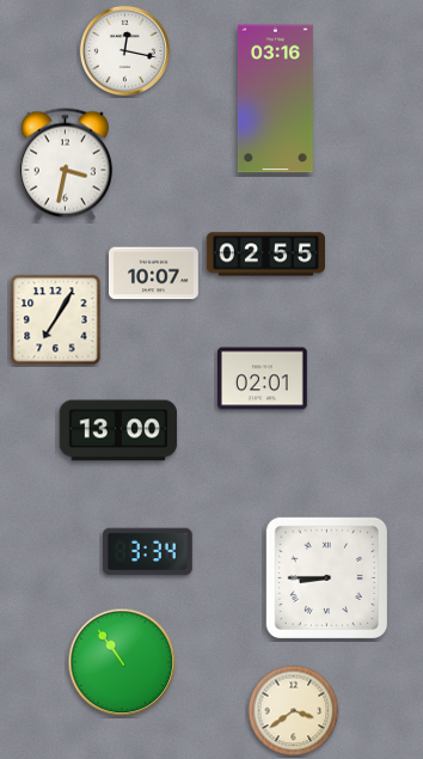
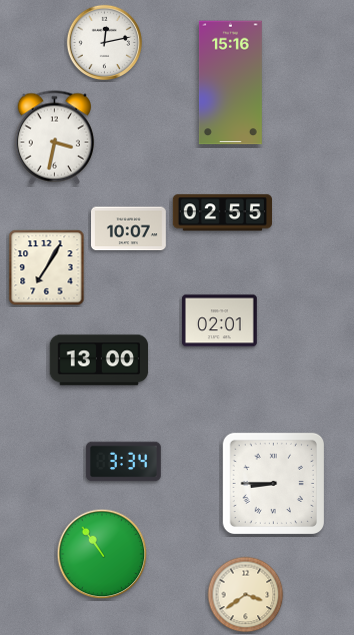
clock at (124, 50): 12:17 -> 12:13
clock at (275, 99): 03:16 -> 15:16
clock at (263, 379) position: (263, 379) -> (220, 321)
